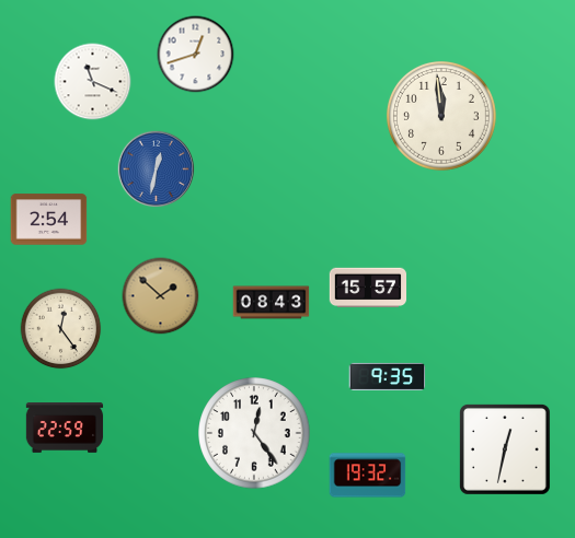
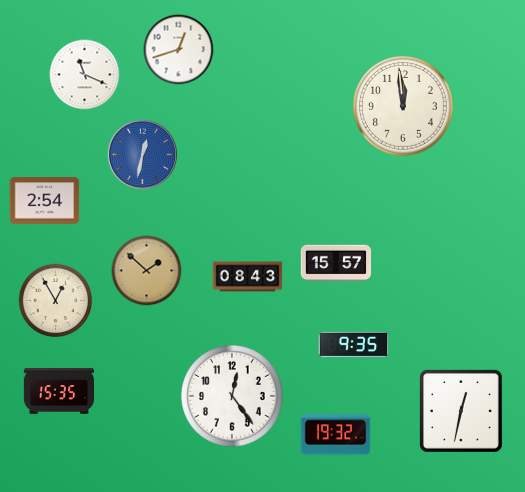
clock at (61, 329): 12:24 -> 12:55
clock at (65, 429): 22:59 -> 15:35
